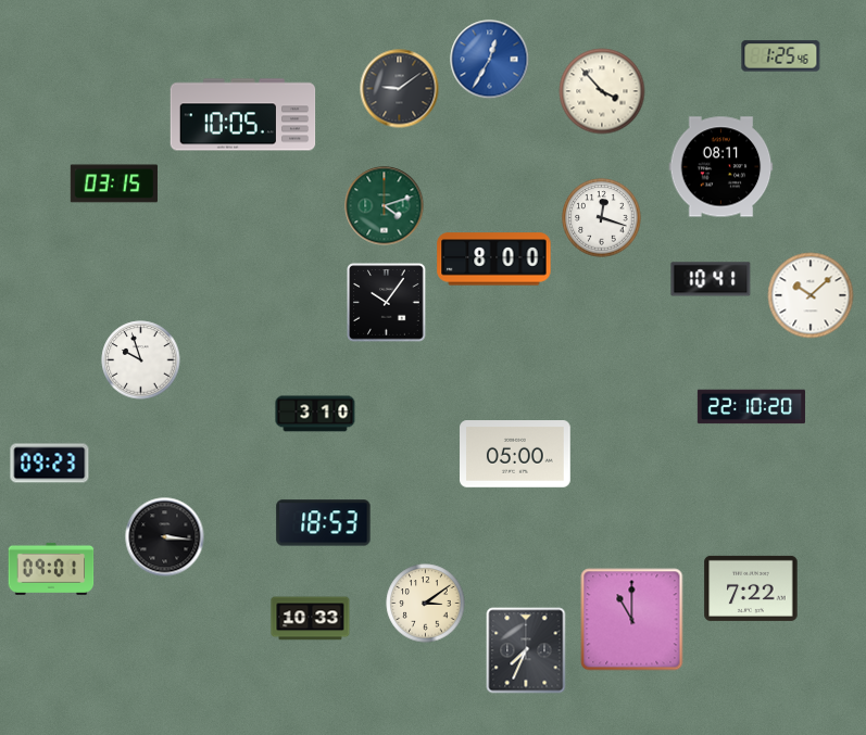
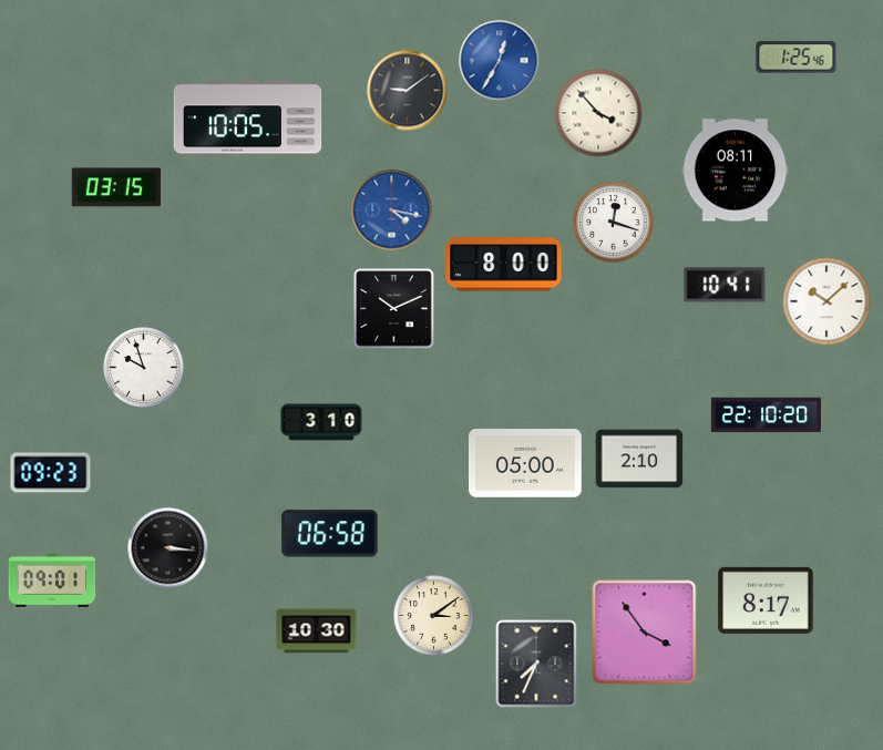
clock at (602, 91) position: (602, 91) -> (598, 113)
clock at (385, 206): 4:12 -> 4:17
clock at (385, 206) dial: green -> blue
clock at (387, 303): 10:06 -> 10:11
clock at (639, 459): none -> 2:10
clock at (324, 523): 18:53 -> 06:58
clock at (751, 588): 7:22 -> 8:17
clock at (311, 619): 10:33 -> 10:30
clock at (632, 620): 11:00 -> 3:54
